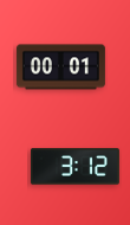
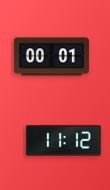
clock at (74, 167): 3:12 -> 11:12
